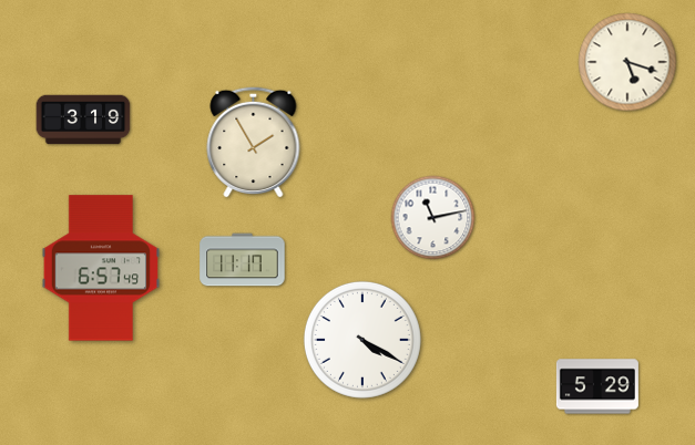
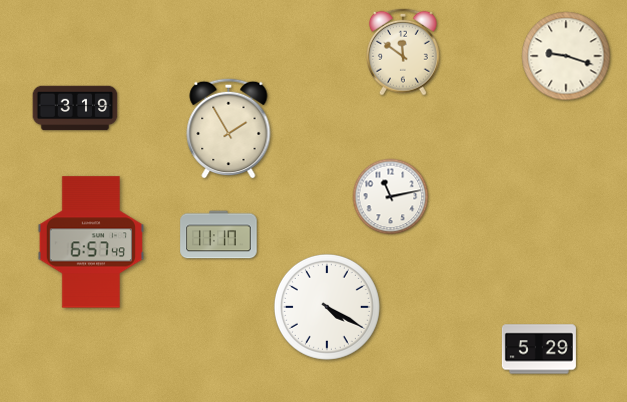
clock at (403, 52): none -> 11:51
clock at (627, 62): 5:18 -> 9:18
